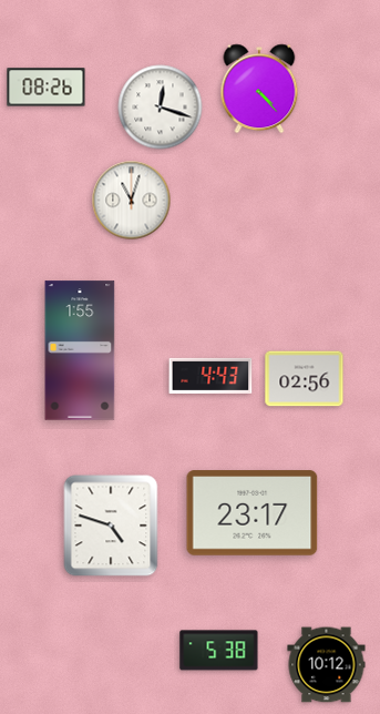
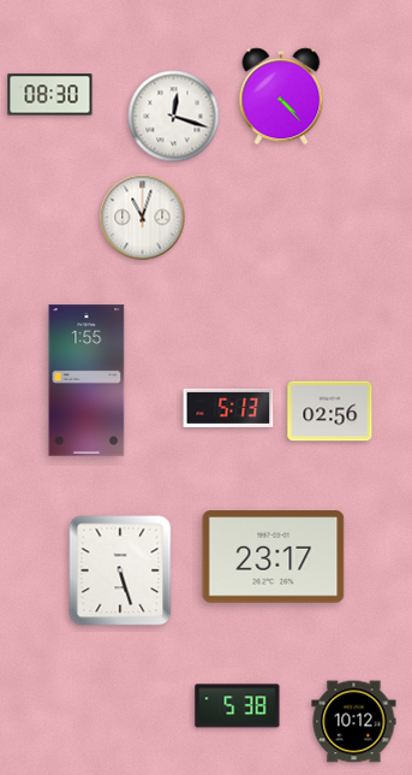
clock at (47, 88): 08:26 -> 08:30
clock at (210, 376): 4:43 -> 5:13
clock at (111, 526): 4:48 -> 5:27
